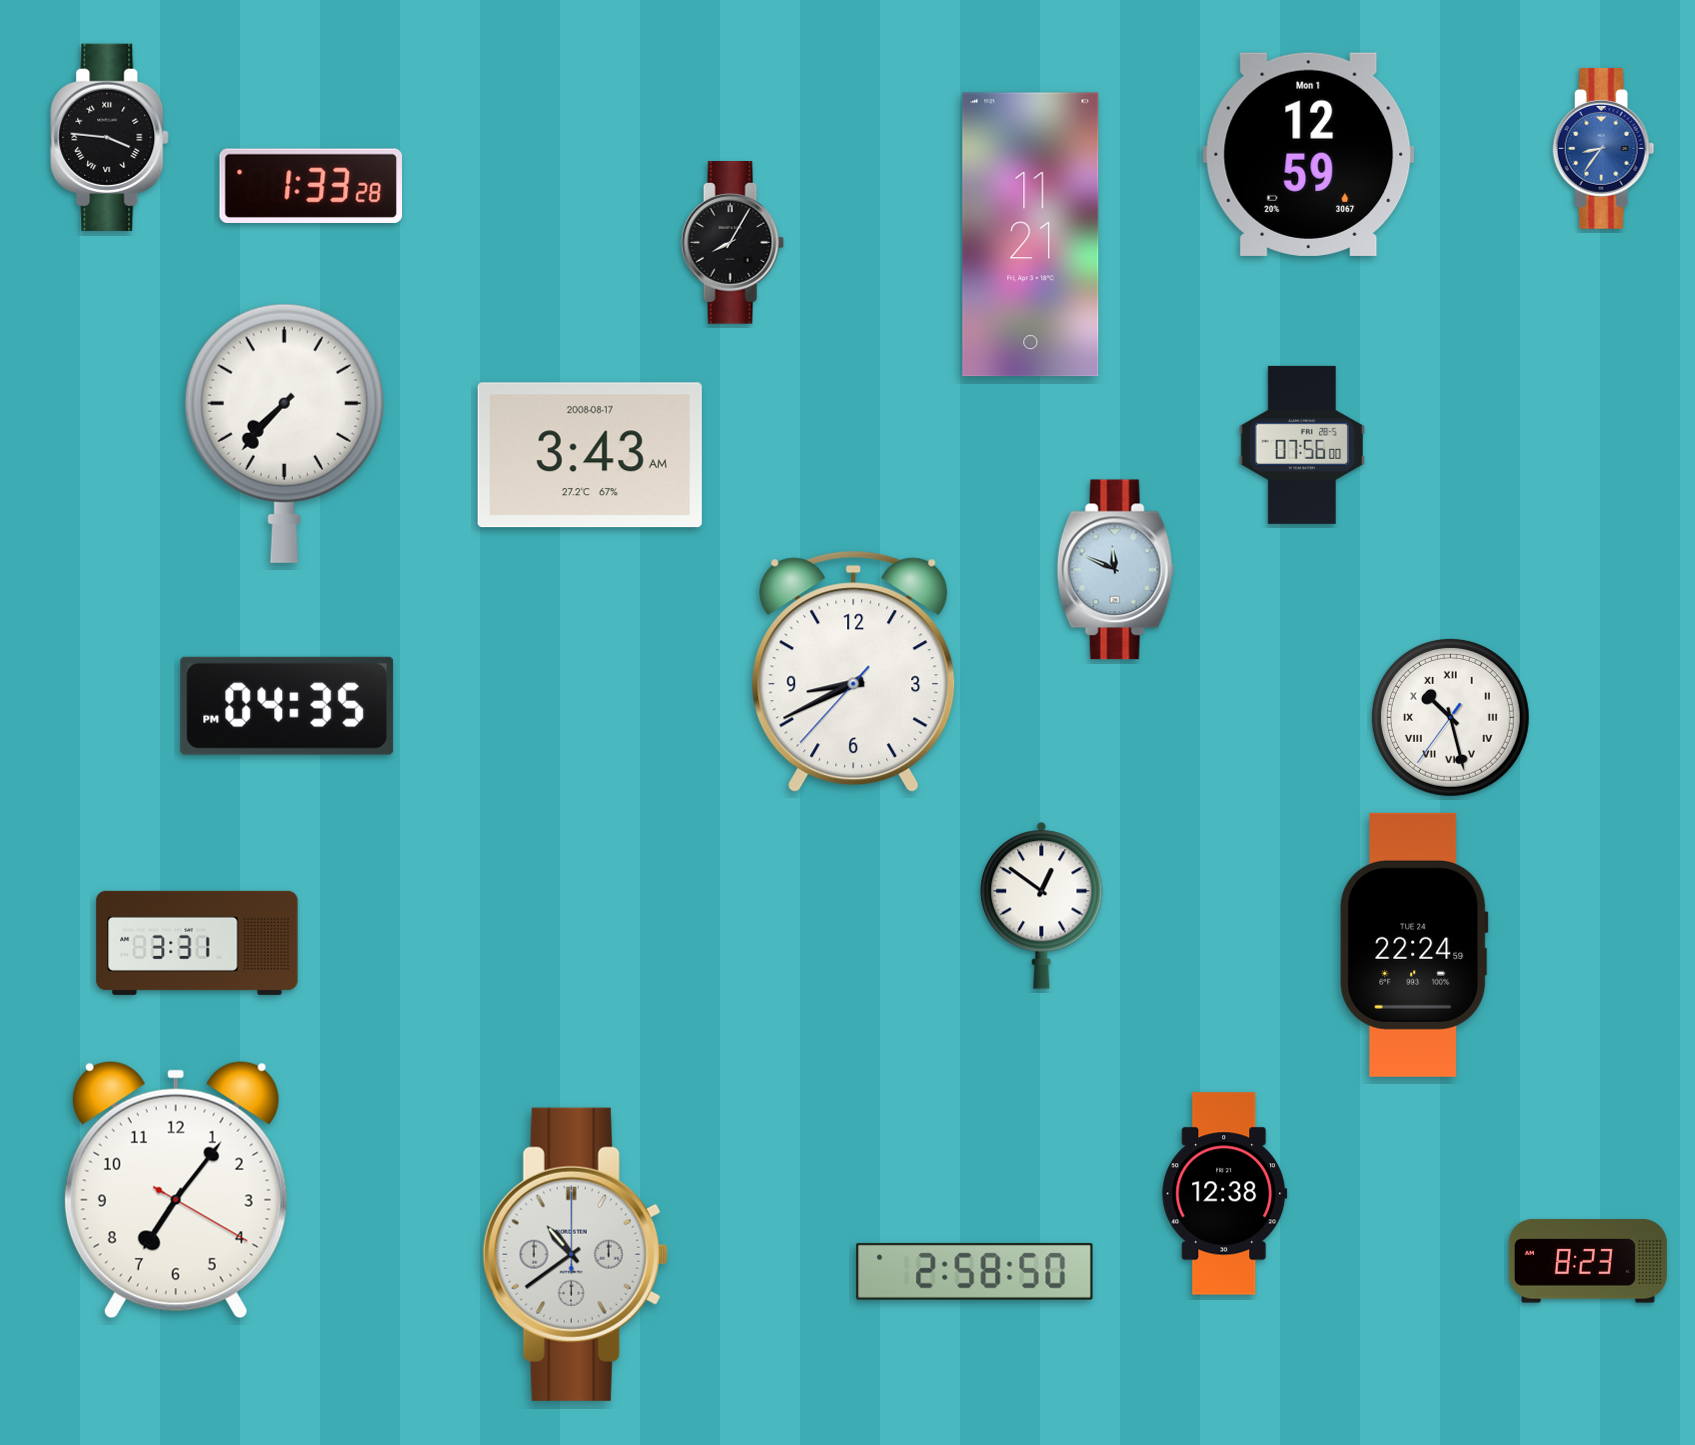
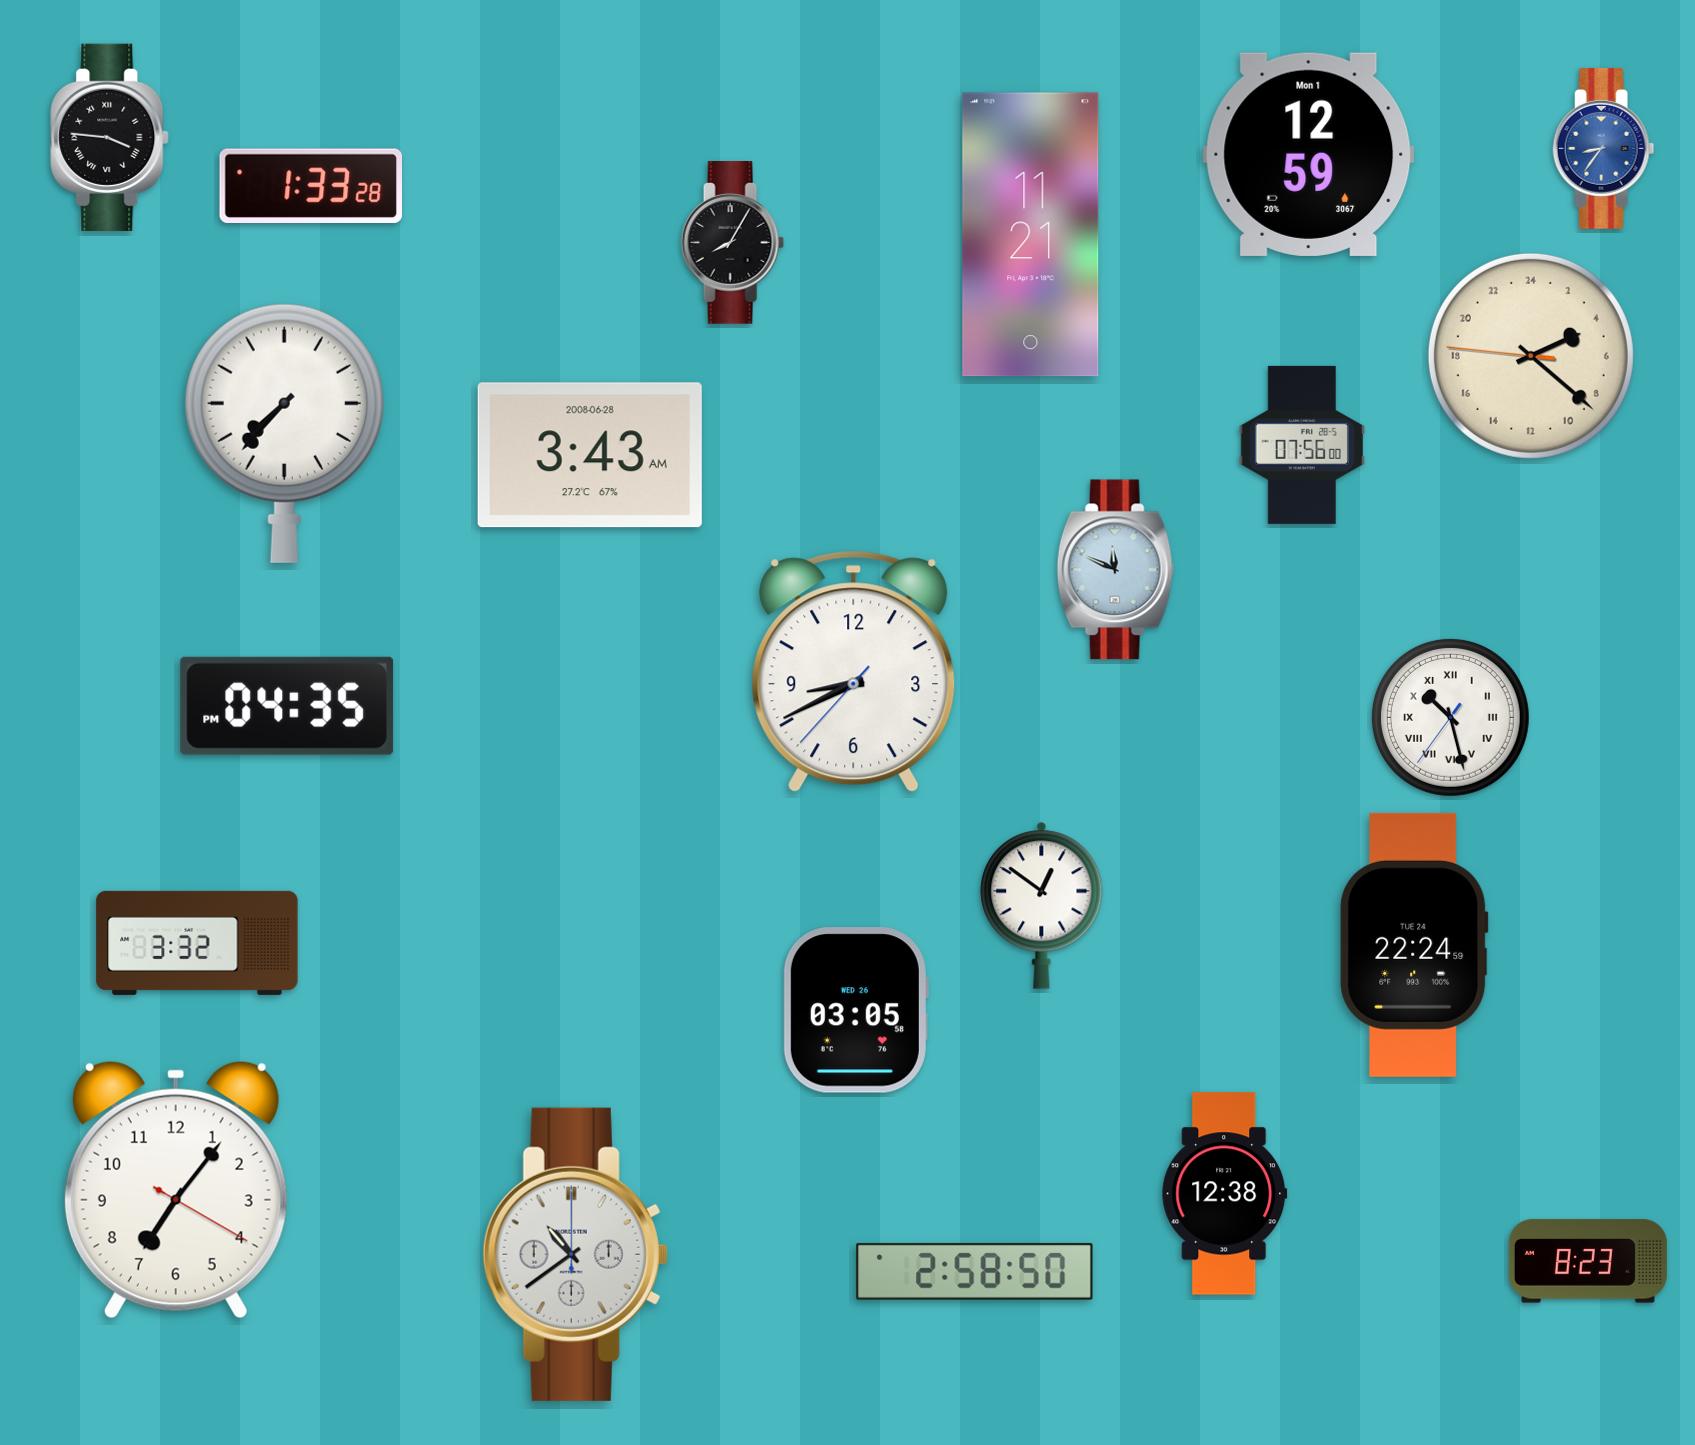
clock at (1531, 356): none -> 4:21
clock at (590, 455) date: 2008-08-17 -> 2008-06-28
clock at (197, 943): 3:31 -> 3:32
clock at (856, 1010): none -> 03:05
